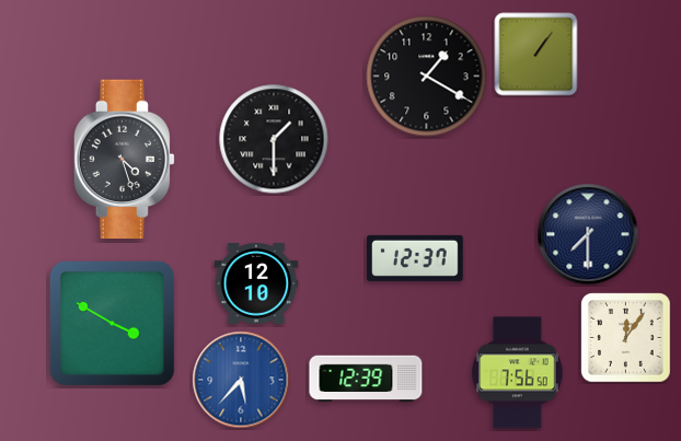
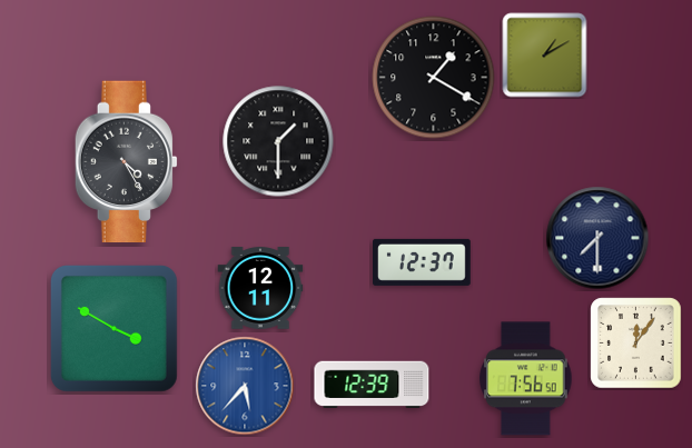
clock at (536, 55): 1:06 -> 1:10
clock at (124, 160): 4:27 -> 4:25
clock at (256, 283): 12:10 -> 12:11
